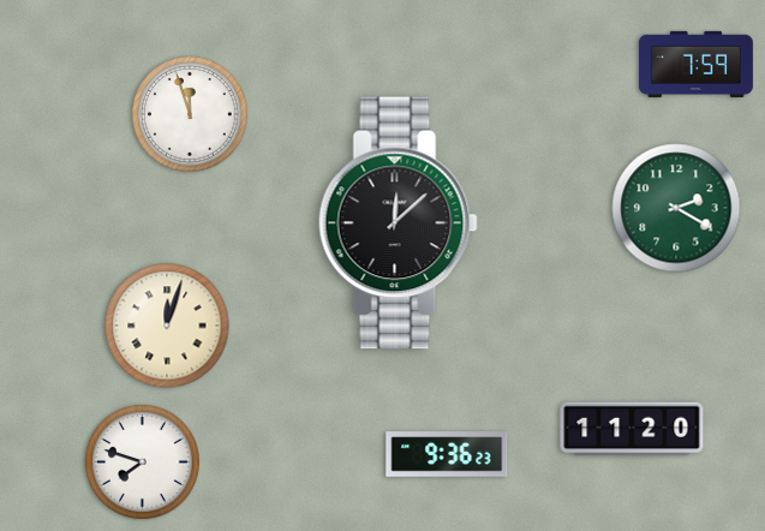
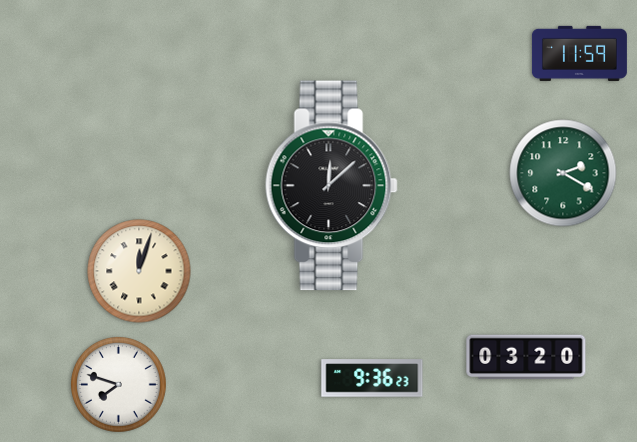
clock at (695, 64): 7:59 -> 11:59
clock at (191, 115): 11:57 -> none
clock at (632, 429): 11:20 -> 03:20
